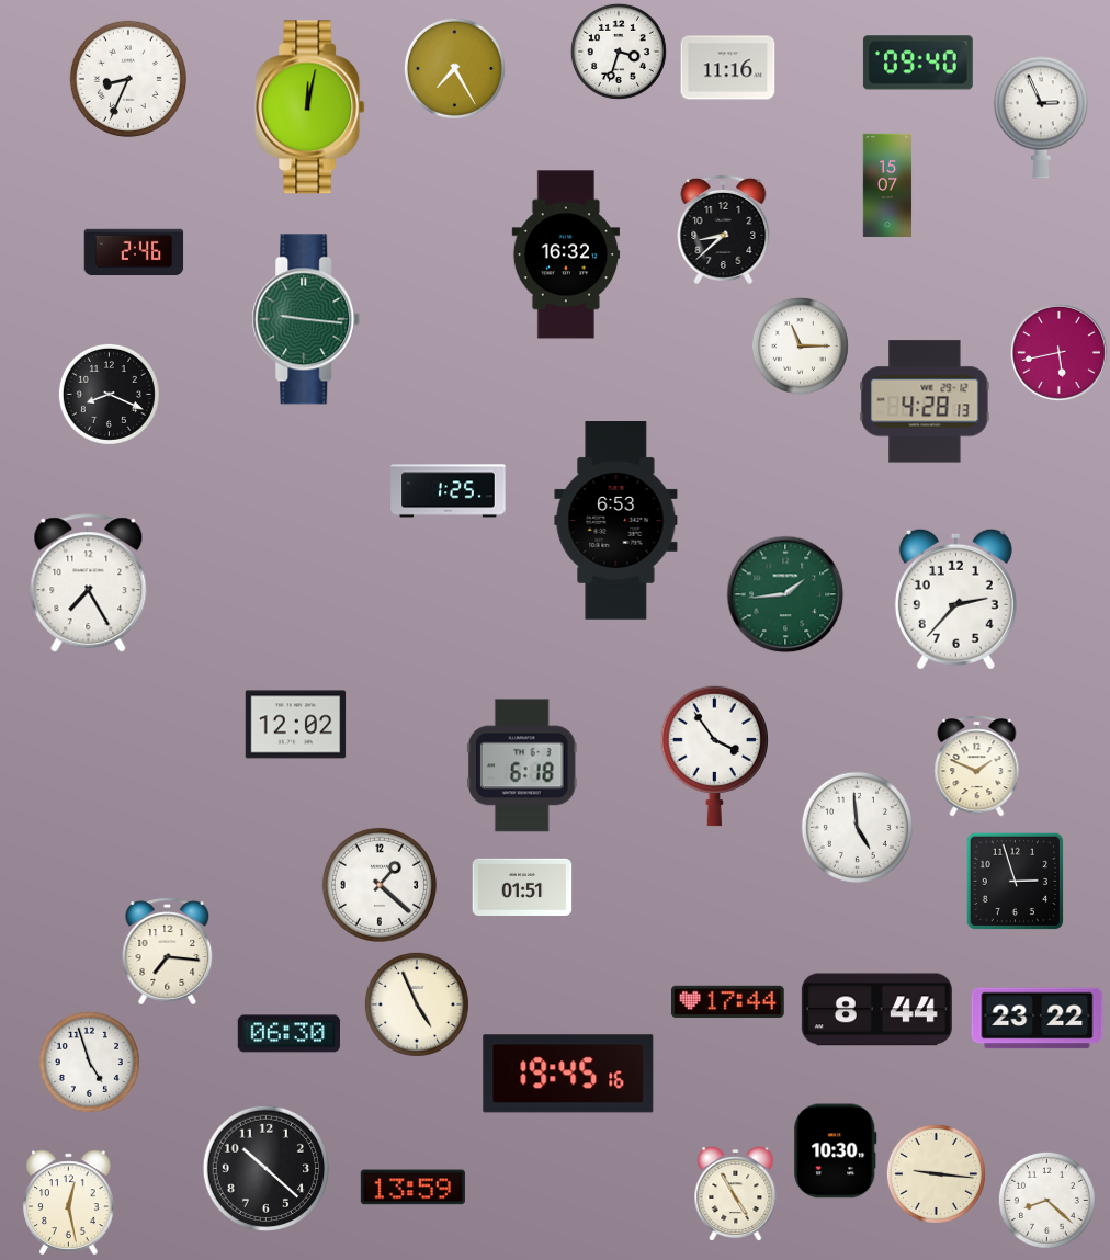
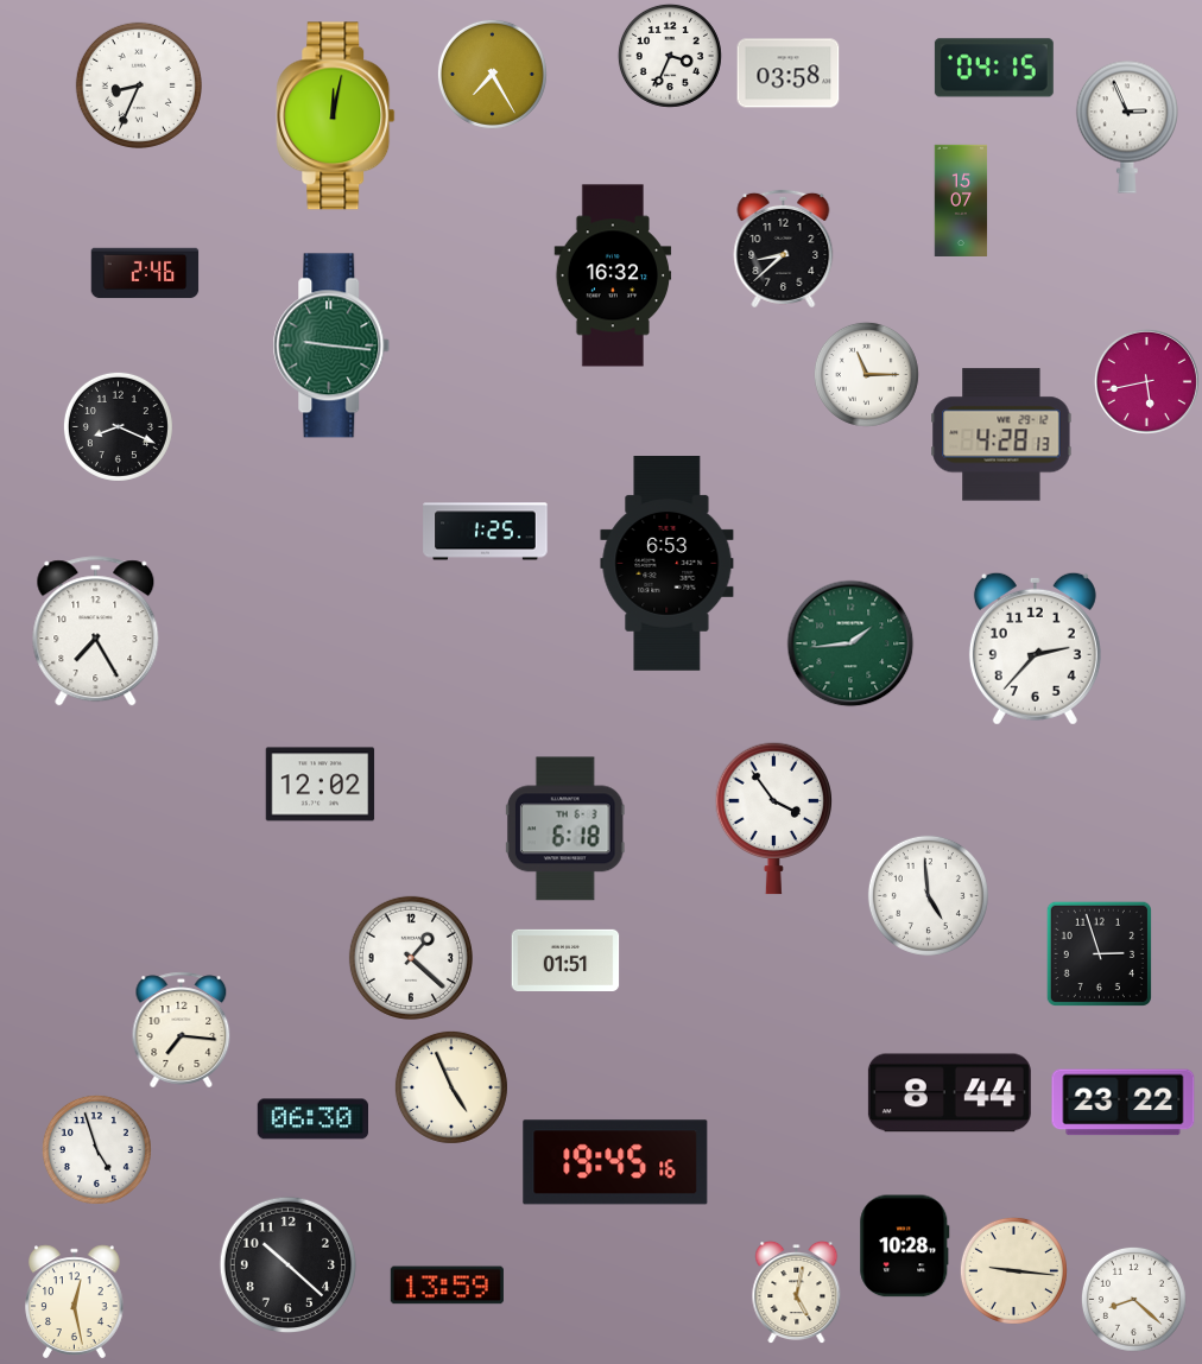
clock at (619, 52): 3:33 -> 3:34
clock at (918, 63): 09:40 -> 04:15
clock at (728, 68): 11:16 -> 03:58
clock at (977, 767): 1:49 -> none
clock at (728, 1001): 17:44 -> none
clock at (836, 1151): 10:30 -> 10:28
clock at (736, 1193): 4:55 -> 5:02
